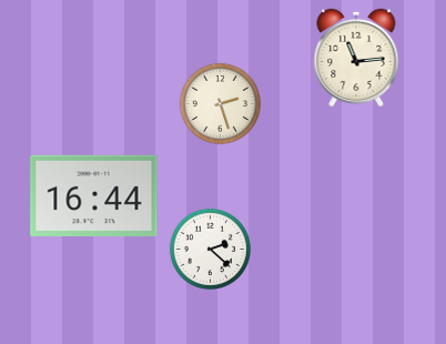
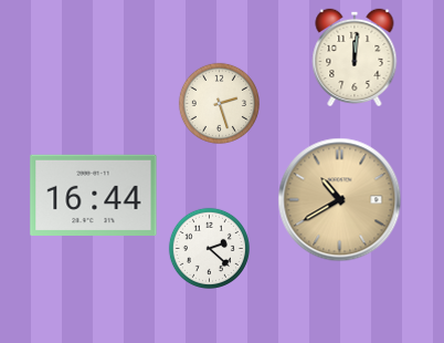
clock at (356, 57): 11:14 -> 12:01
clock at (340, 200): none -> 10:40
